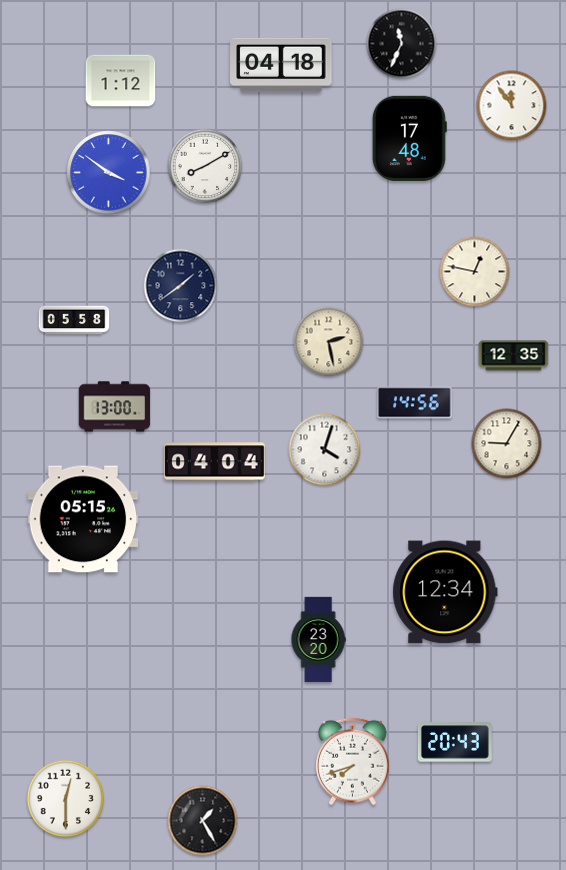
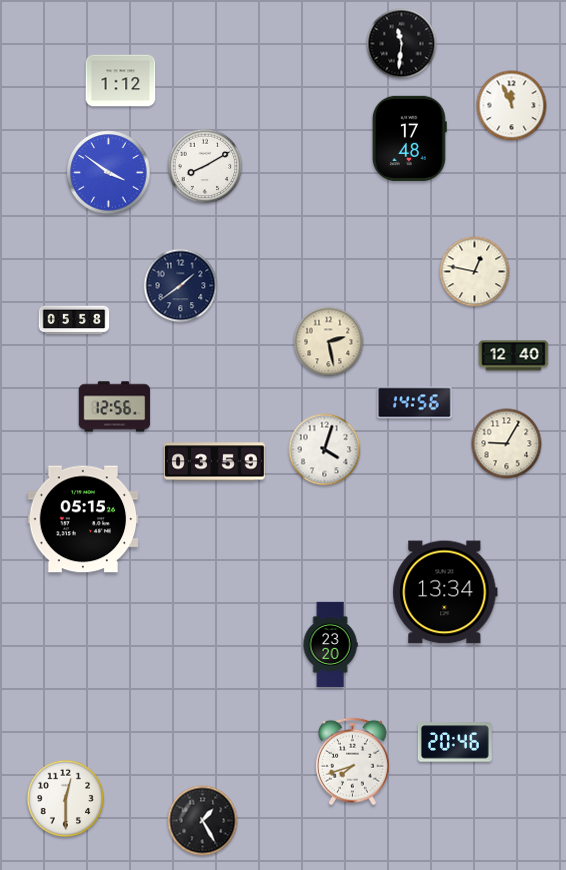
clock at (402, 44): 11:34 -> 11:31
clock at (281, 65): 04:18 -> none
clock at (512, 106): 11:54 -> 11:56
clock at (514, 356): 12:35 -> 12:40
clock at (115, 407): 13:00 -> 12:56
clock at (215, 462): 04:04 -> 03:59
clock at (445, 592): 12:34 -> 13:34
clock at (318, 640) position: (318, 640) -> (330, 645)
clock at (455, 742): 20:43 -> 20:46
